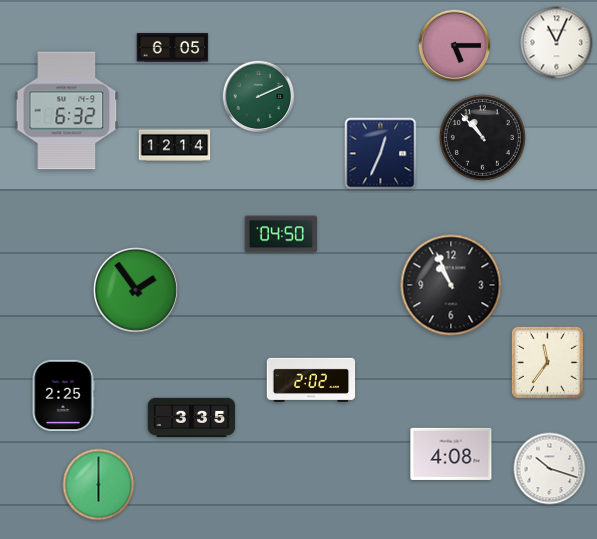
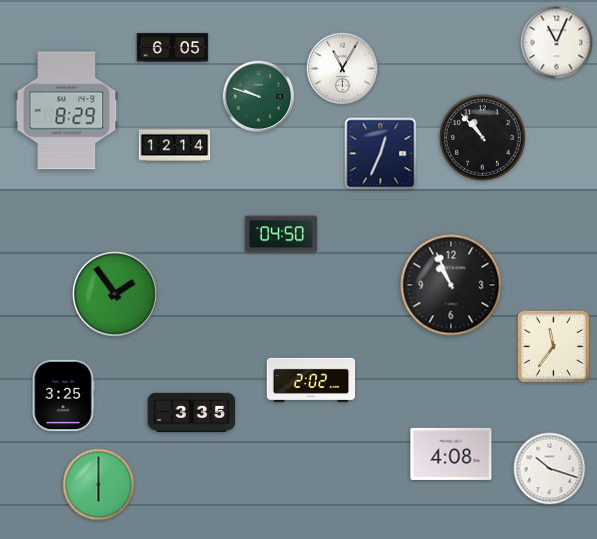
clock at (455, 46): 5:15 -> none
clock at (343, 69): none -> 11:05
clock at (259, 97): 2:11 -> 9:48
clock at (67, 111): 6:32 -> 8:29
clock at (137, 291) position: (137, 291) -> (116, 295)
clock at (547, 362) position: (547, 362) -> (553, 346)
clock at (63, 396): 2:25 -> 3:25
clock at (192, 417) position: (192, 417) -> (192, 412)
